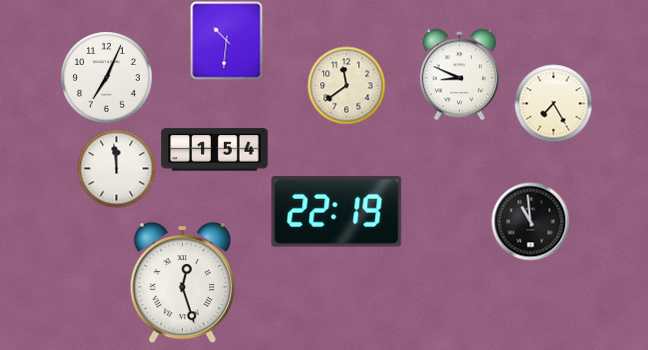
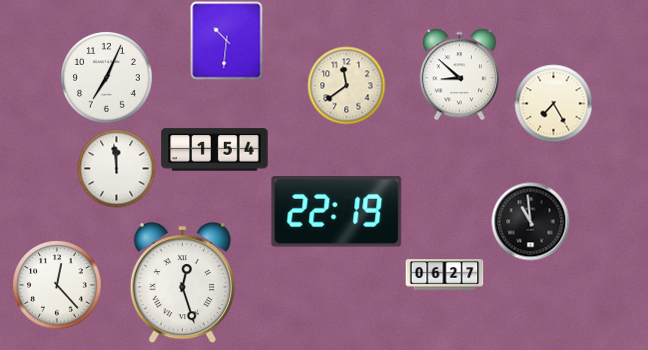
clock at (459, 74): 8:49 -> 8:52
clock at (444, 275): none -> 06:27
clock at (57, 285): none -> 12:23
